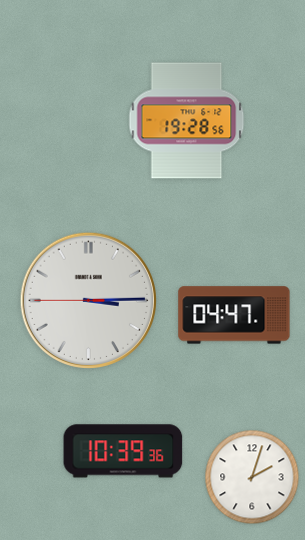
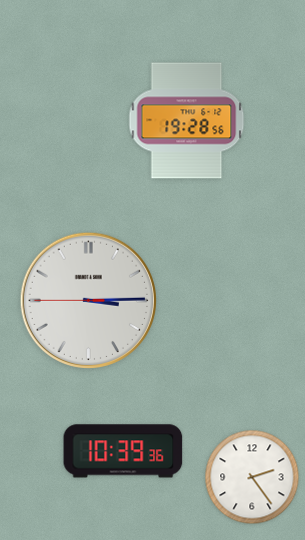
clock at (234, 315): 04:47 -> none
clock at (252, 477): 2:03 -> 2:24
